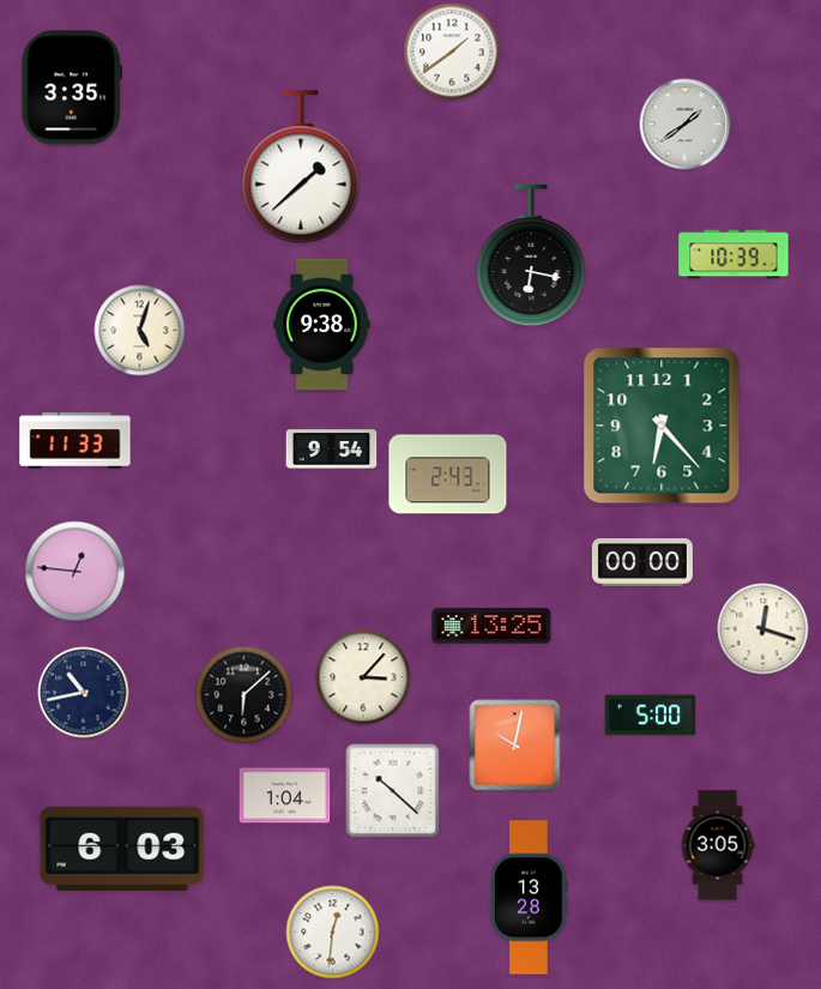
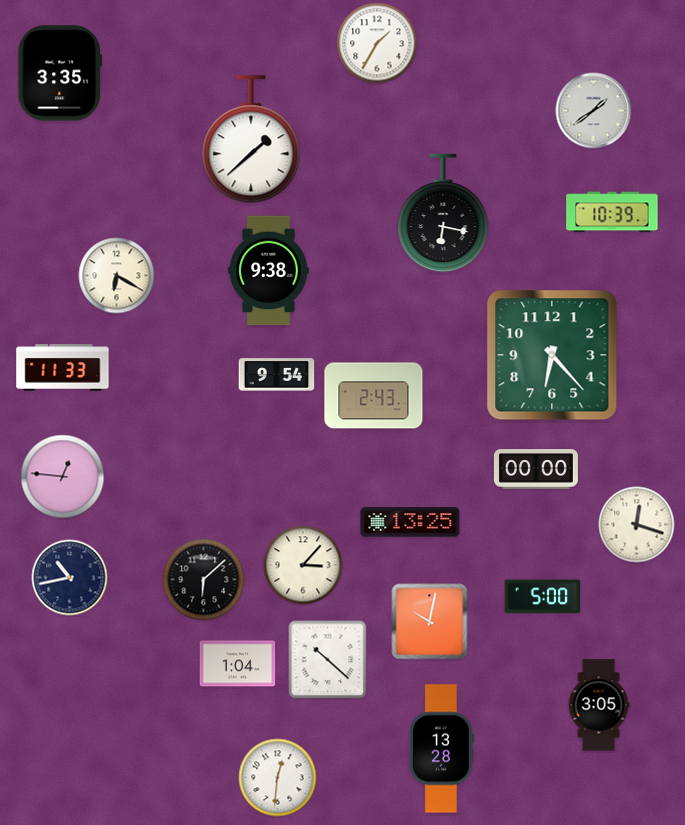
clock at (452, 52): 1:39 -> 1:35
clock at (686, 125) position: (686, 125) -> (594, 111)
clock at (140, 331): 5:03 -> 6:20
clock at (122, 849): 6:03 -> none
